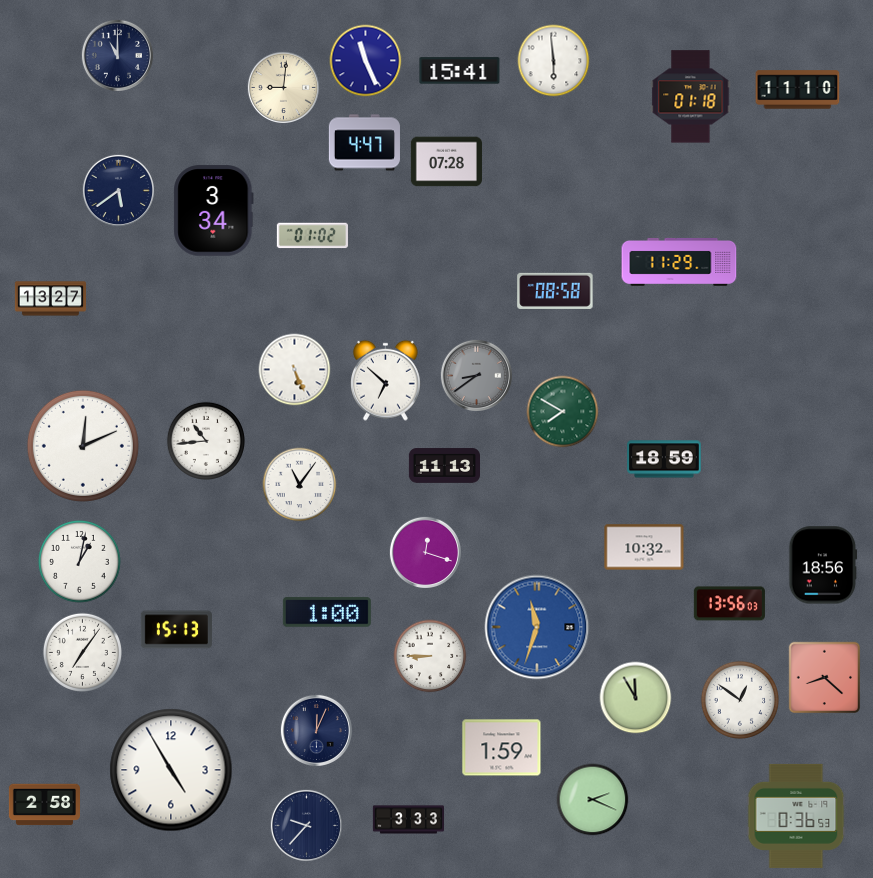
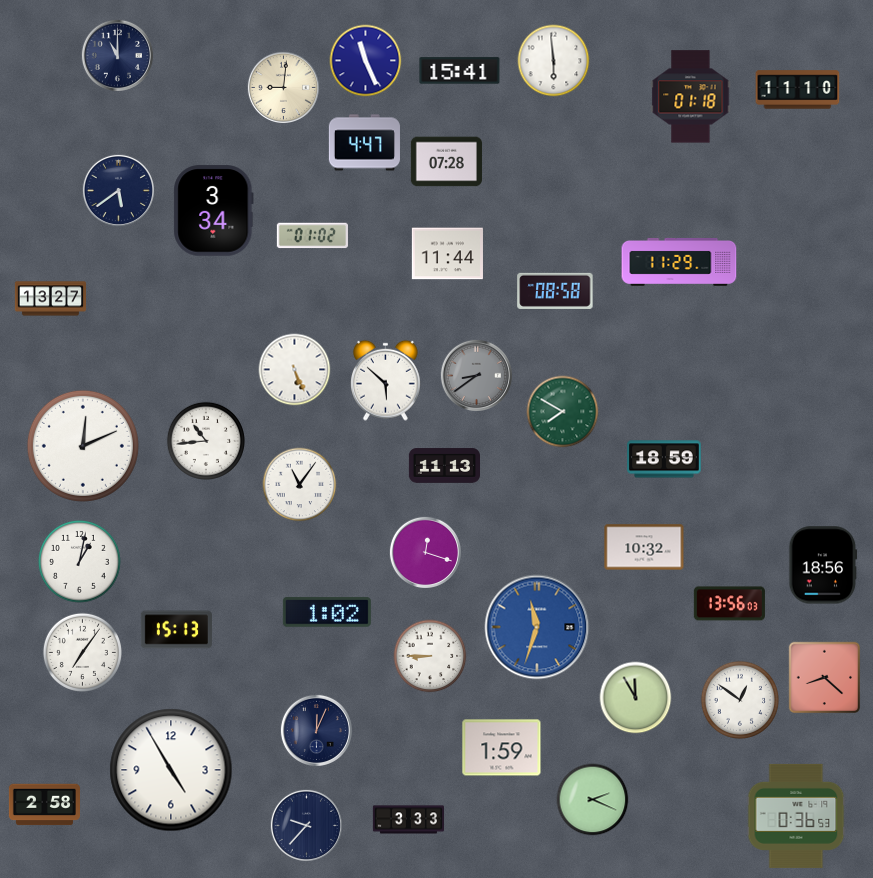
clock at (447, 254): none -> 11:44
clock at (386, 380): 6:52 -> 5:52
clock at (327, 613): 1:00 -> 1:02
